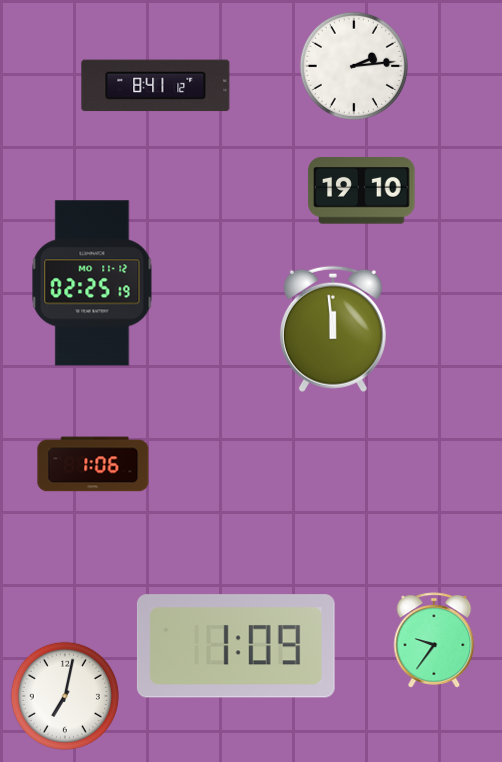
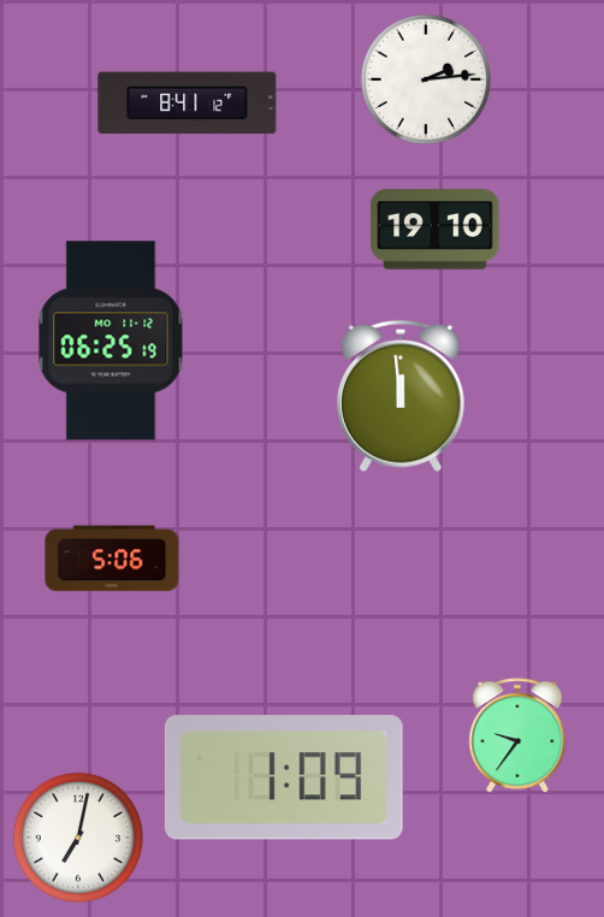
clock at (92, 283): 02:25 -> 06:25
clock at (93, 464): 1:06 -> 5:06
clock at (434, 640) position: (434, 640) -> (517, 735)
